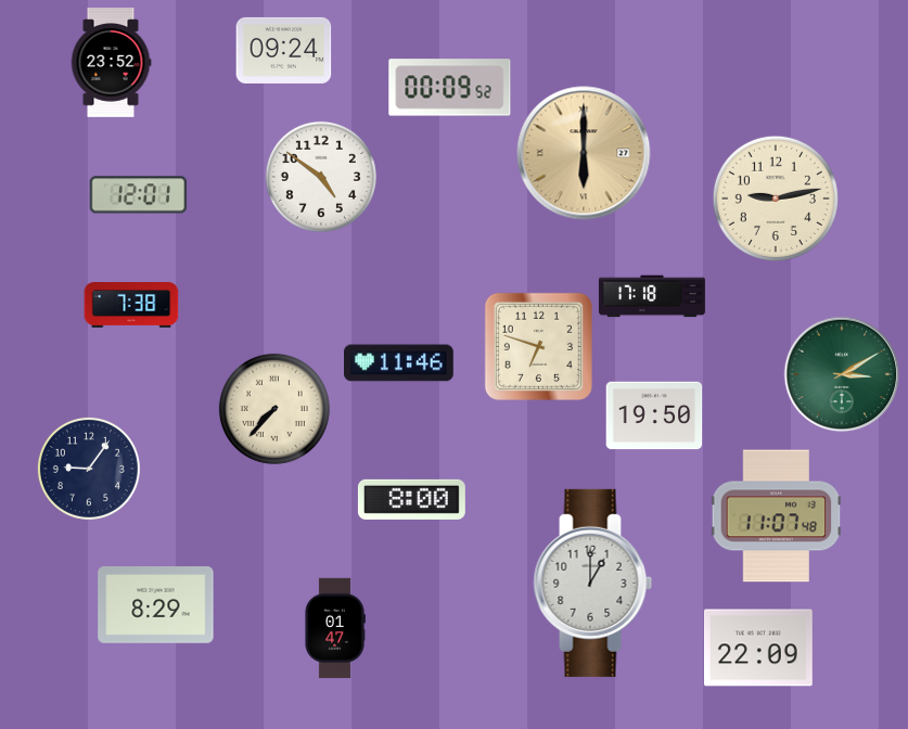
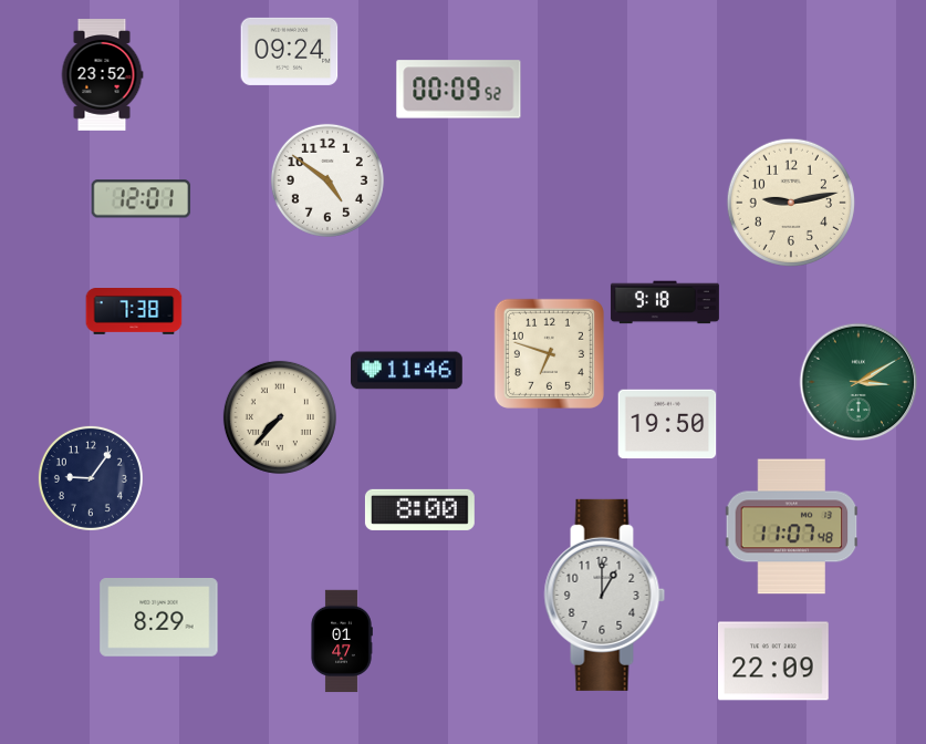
clock at (111, 63) position: (111, 63) -> (102, 75)
clock at (584, 153): 6:00 -> none
clock at (652, 296): 17:18 -> 9:18
